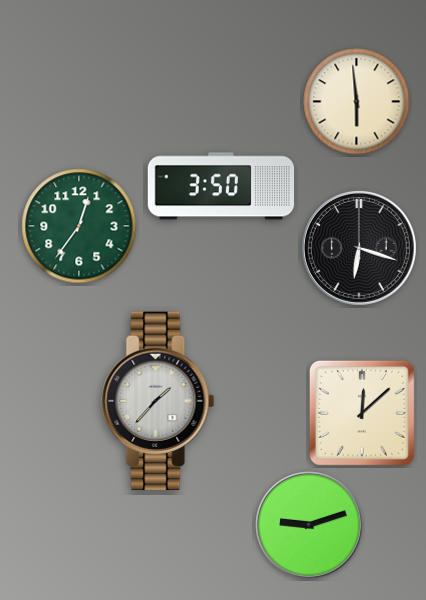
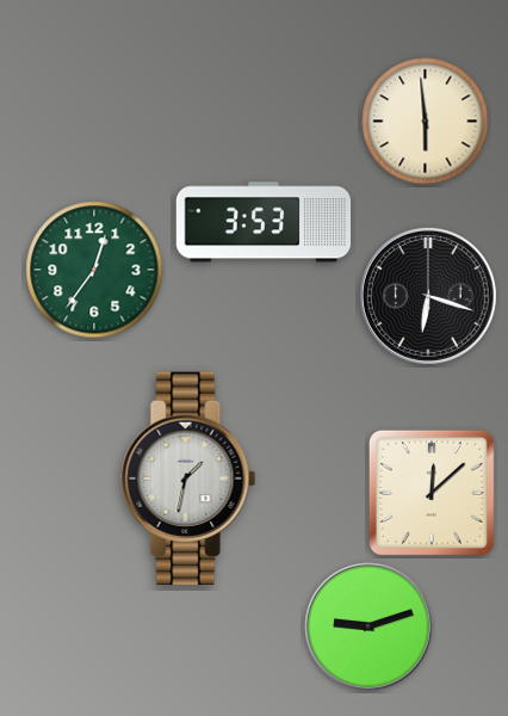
clock at (221, 186): 3:50 -> 3:53
clock at (158, 400): 1:37 -> 1:32
